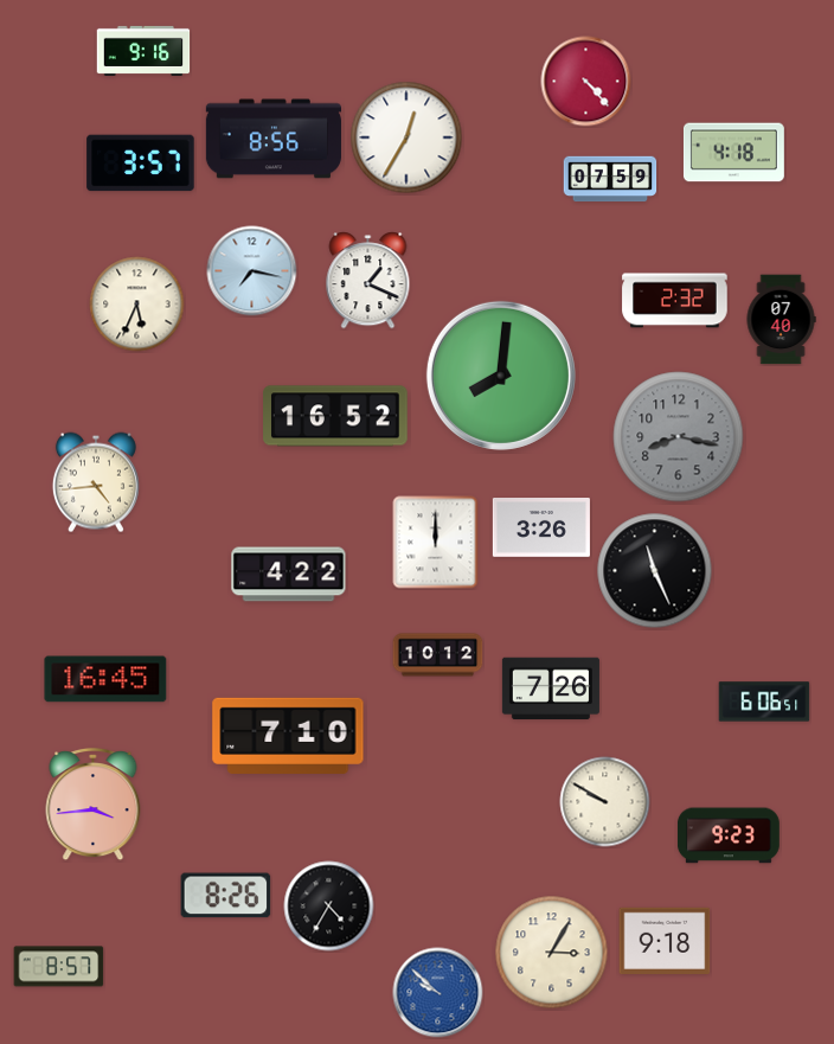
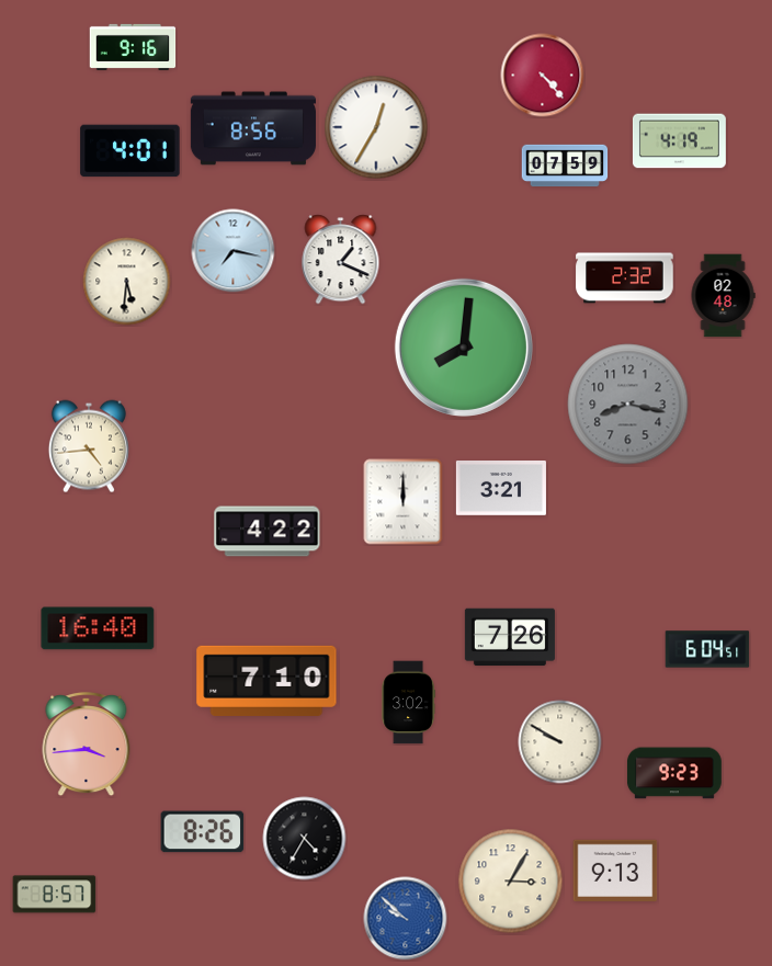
clock at (733, 153): 4:18 -> 4:19
clock at (141, 164): 3:57 -> 4:01
clock at (137, 305): 5:34 -> 5:31
clock at (781, 320): 07:40 -> 02:48
clock at (335, 416): 16:52 -> none
clock at (541, 529): 3:26 -> 3:21
clock at (655, 571): 11:26 -> none
clock at (438, 655): 10:12 -> none
clock at (105, 679): 16:45 -> 16:40
clock at (764, 702): 6:06 -> 6:04
clock at (408, 703): none -> 3:02
clock at (226, 896) position: (226, 896) -> (203, 832)
clock at (665, 940): 9:18 -> 9:13
